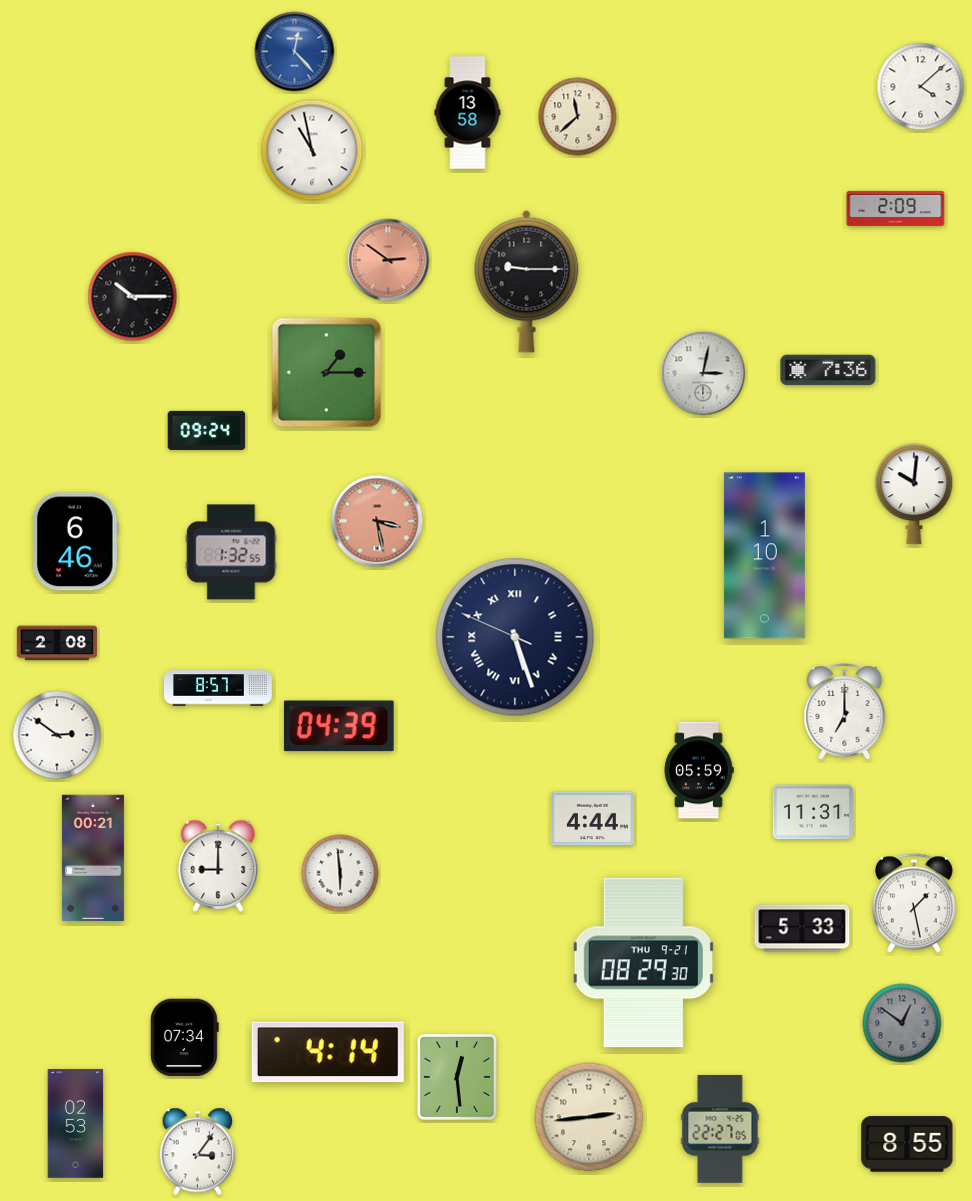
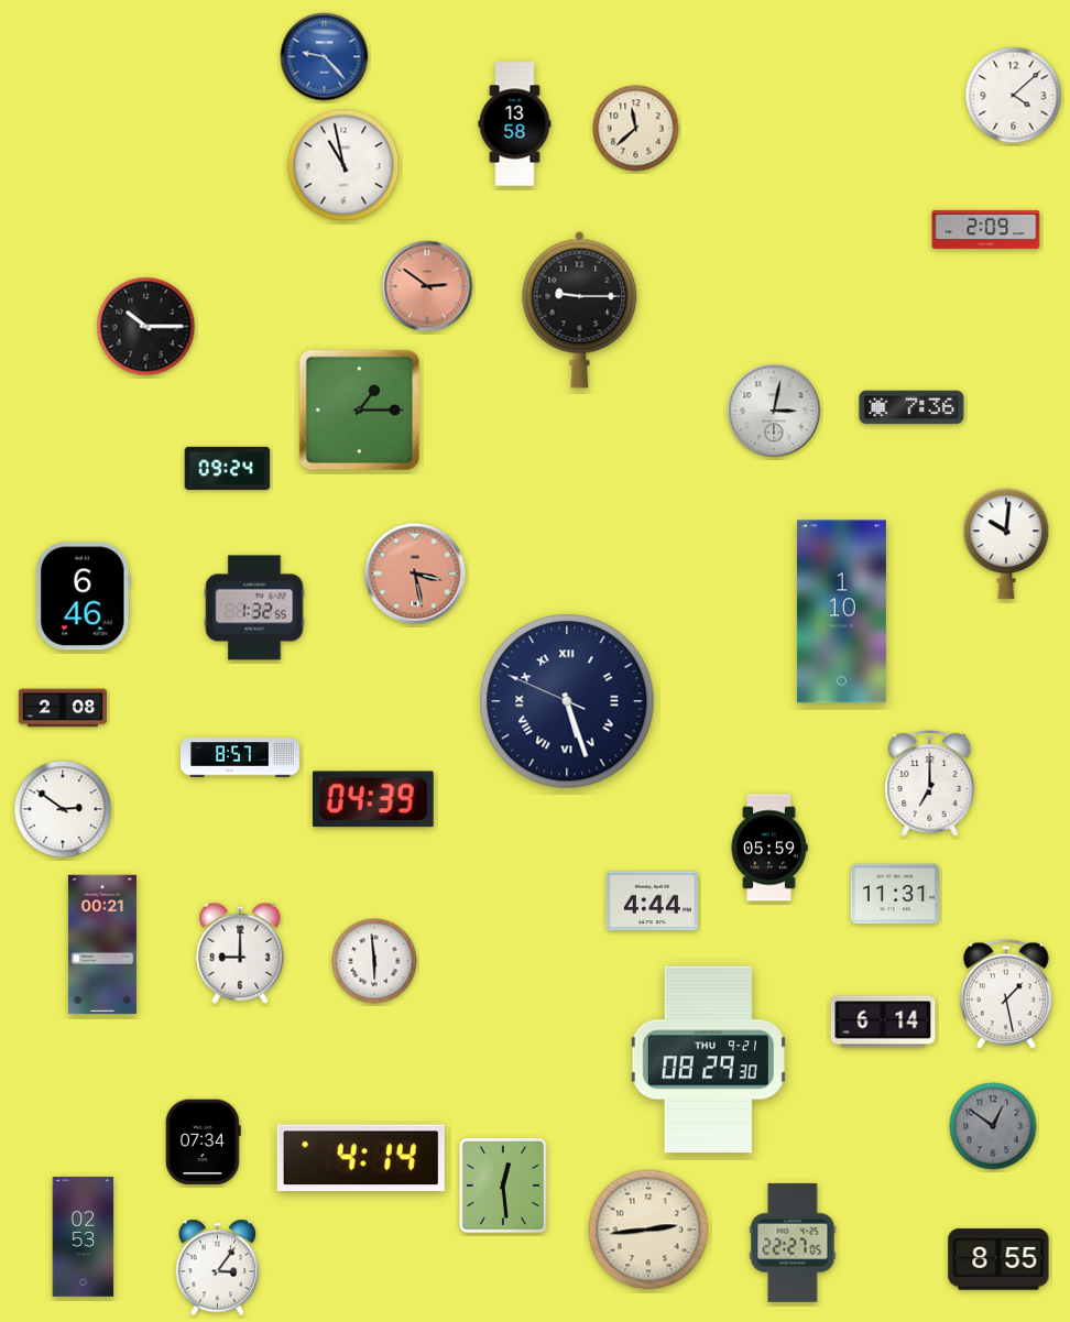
clock at (295, 52): 12:23 -> 9:23
clock at (207, 430) position: (207, 430) -> (228, 468)
clock at (802, 928): 5:33 -> 6:14
